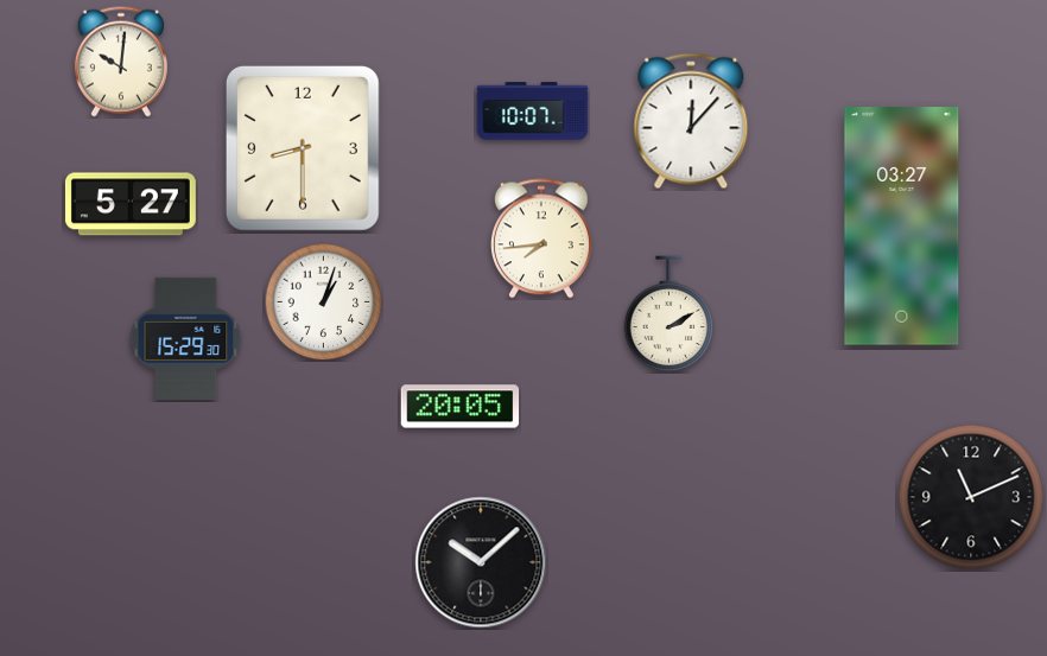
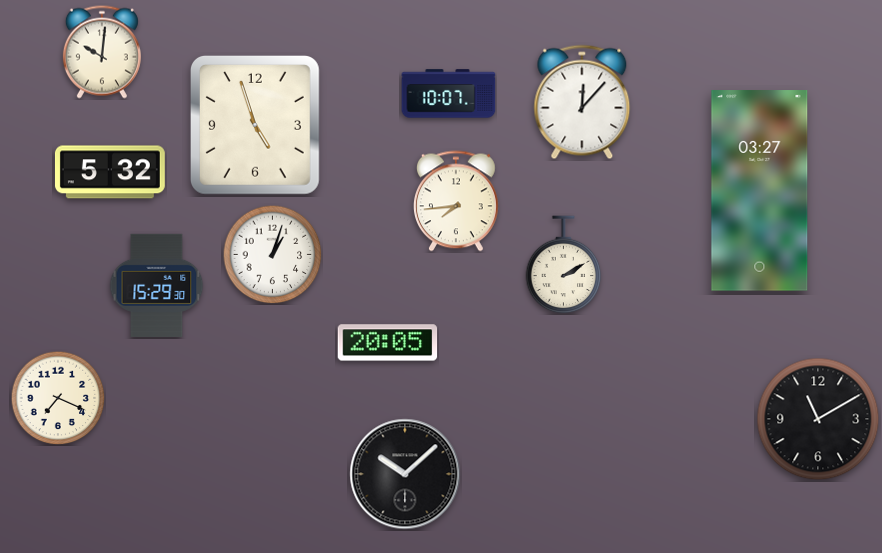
clock at (303, 148): 8:30 -> 4:57
clock at (131, 204): 5:27 -> 5:32
clock at (58, 398): none -> 7:19
clock at (971, 497): 11:11 -> 11:10
